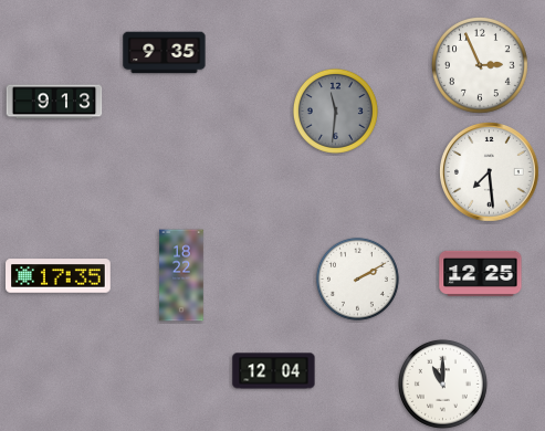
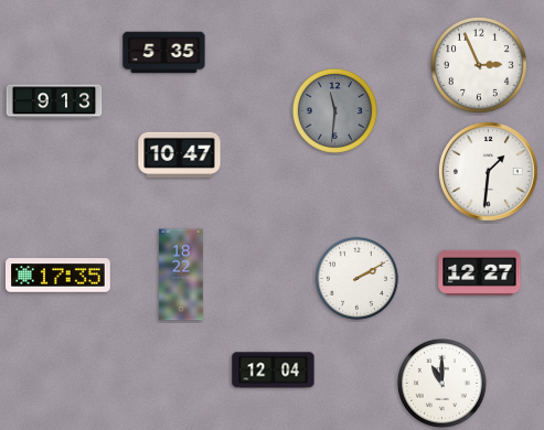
clock at (165, 53): 9:35 -> 5:35
clock at (180, 154): none -> 10:47
clock at (490, 172): 7:29 -> 1:31
clock at (481, 273): 12:25 -> 12:27
